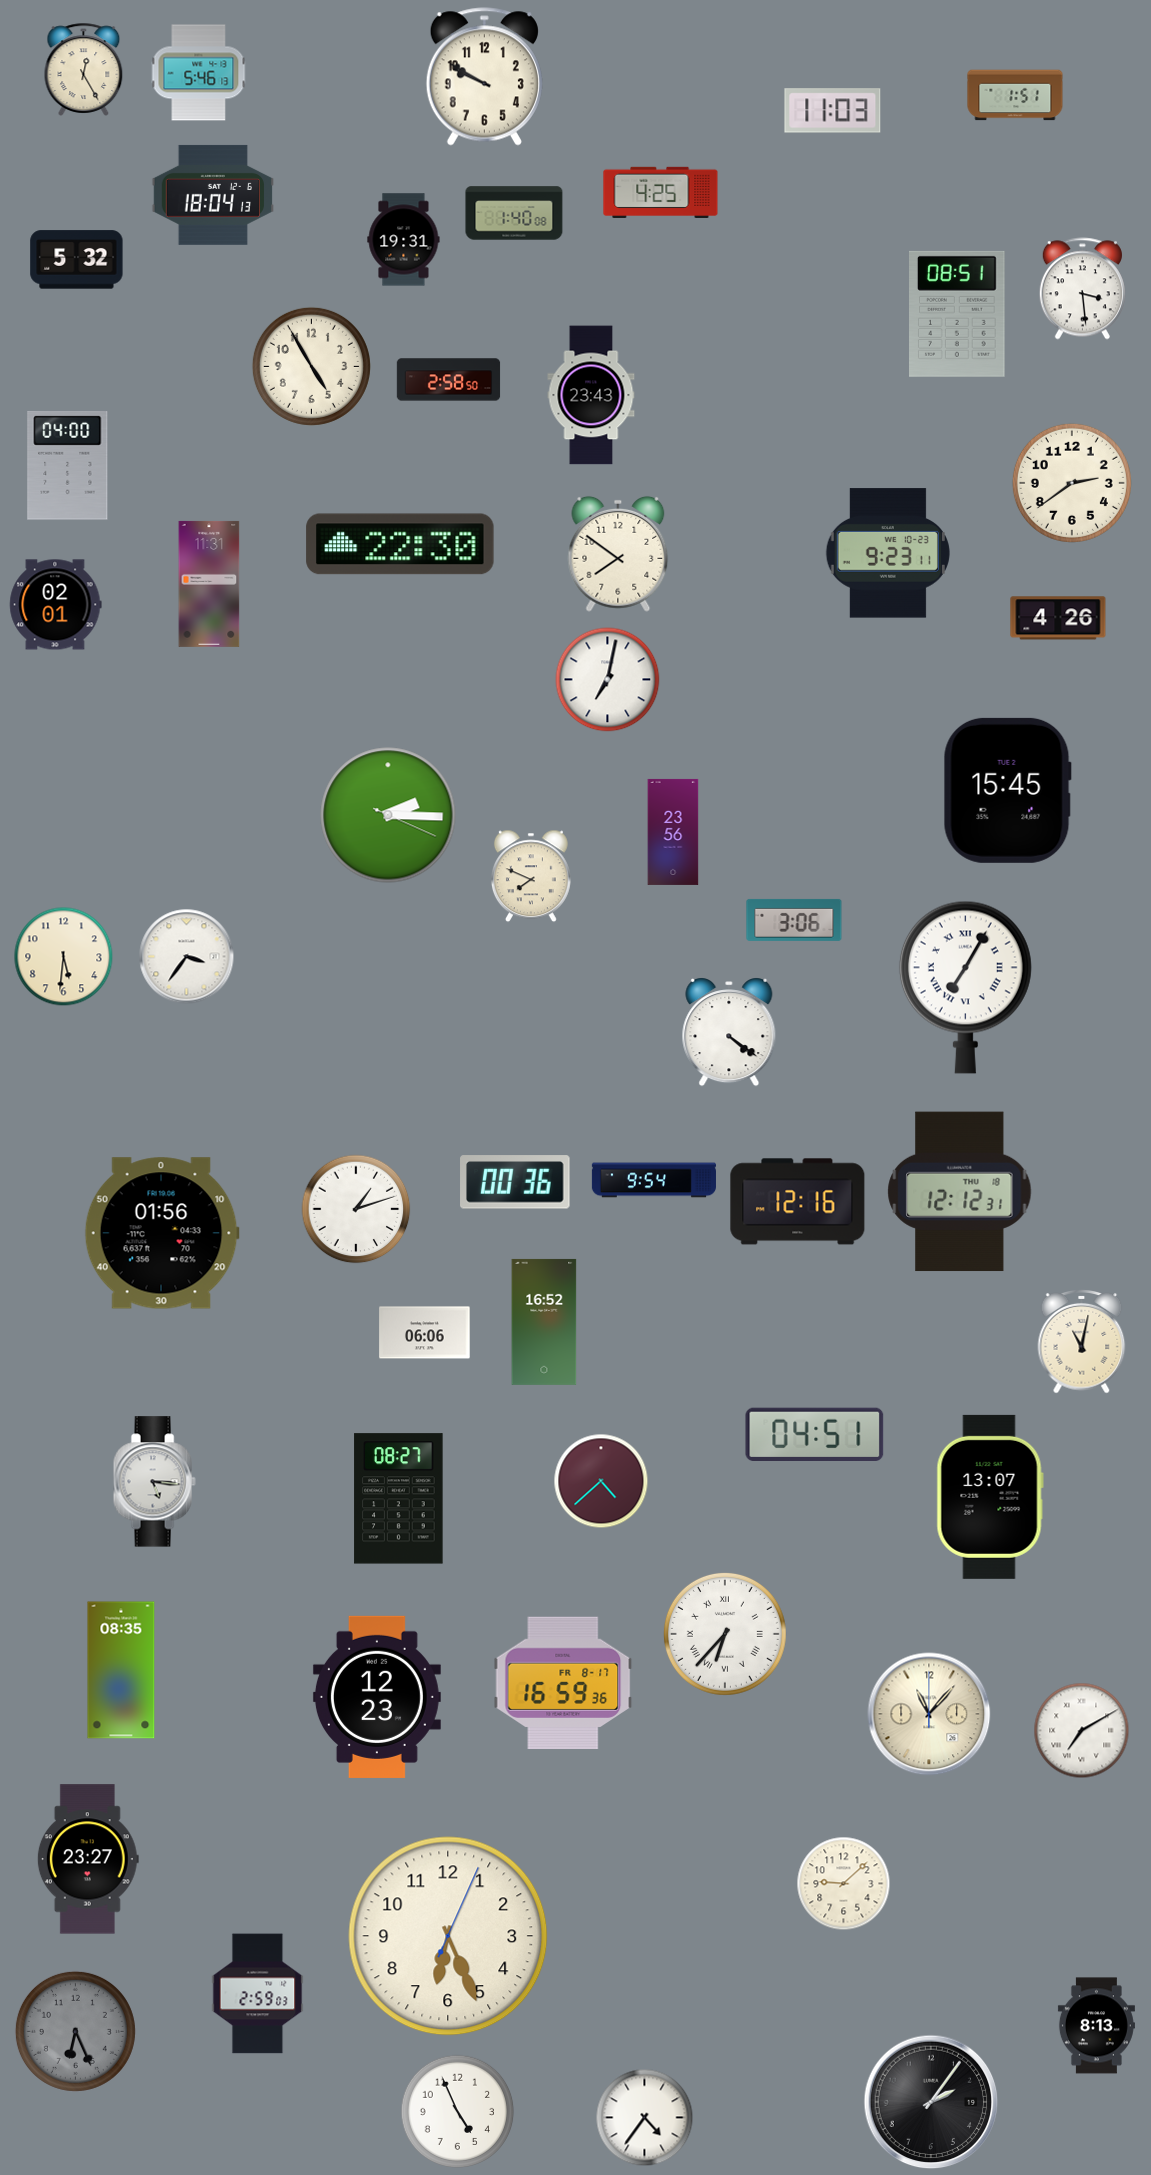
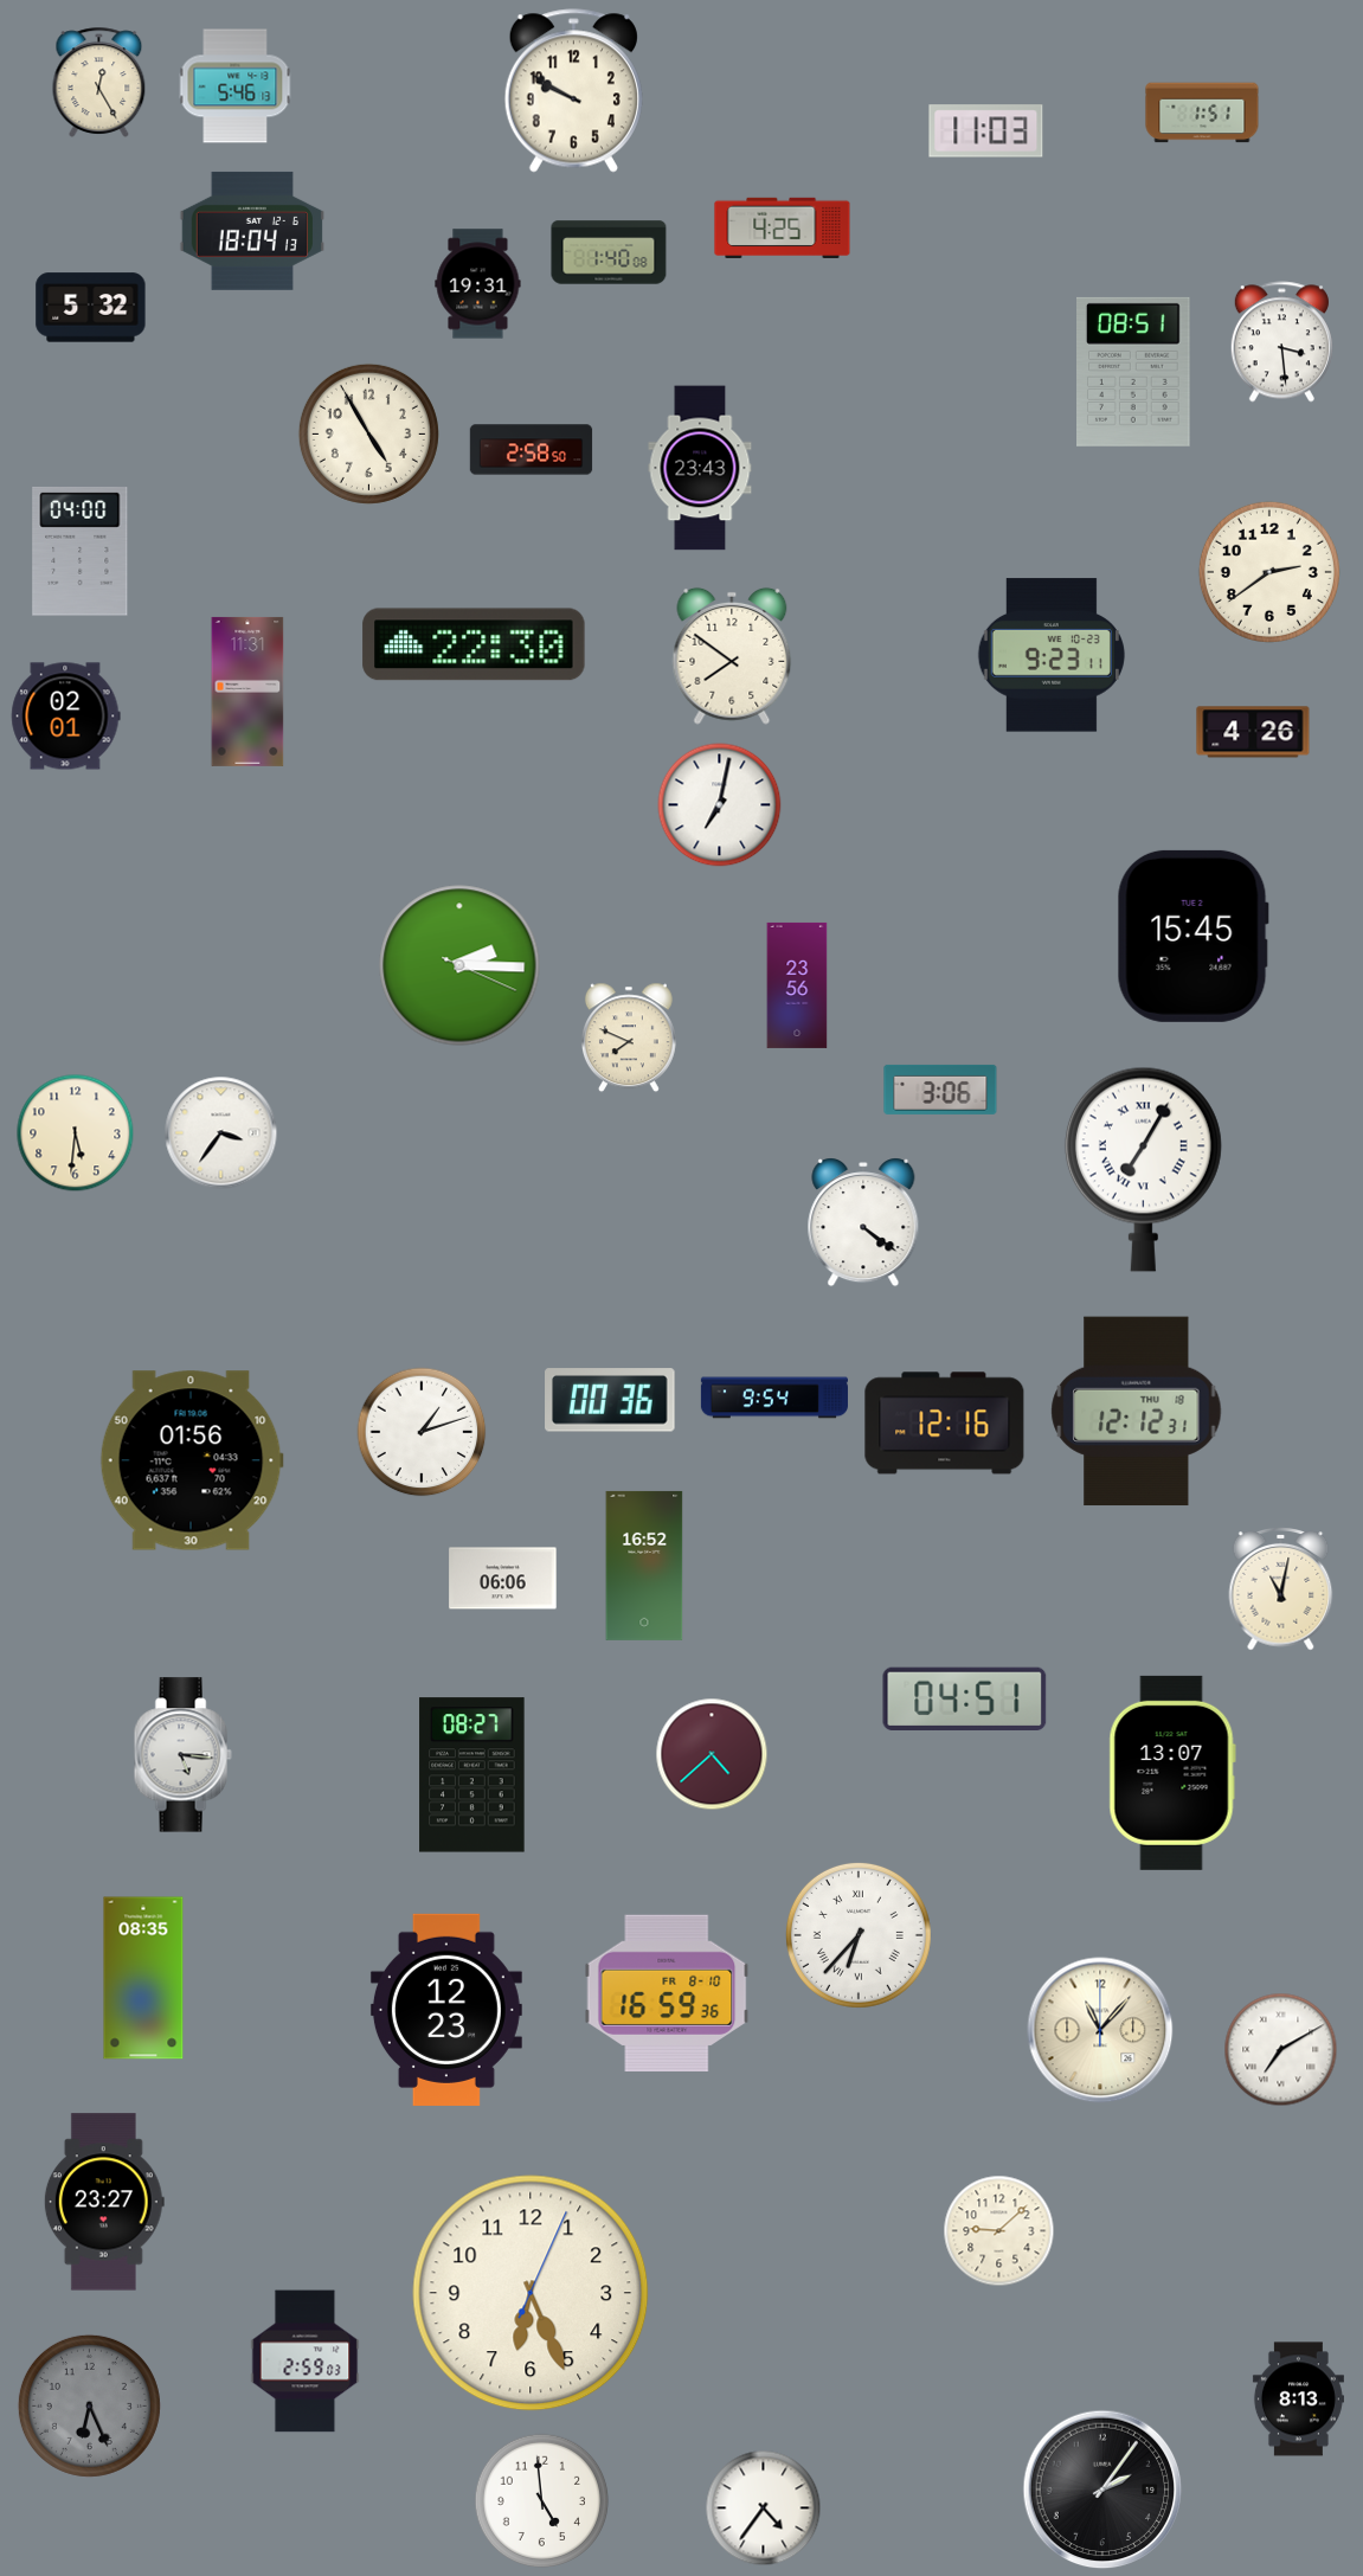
clock at (563, 1682) date: FR 8-17 -> FR 8-10
clock at (458, 2112): 4:56 -> 4:59
